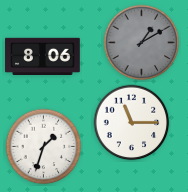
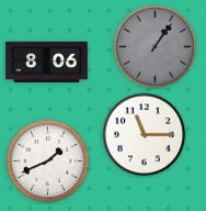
clock at (142, 43): 1:10 -> 1:06
clock at (44, 147): 1:33 -> 1:41
